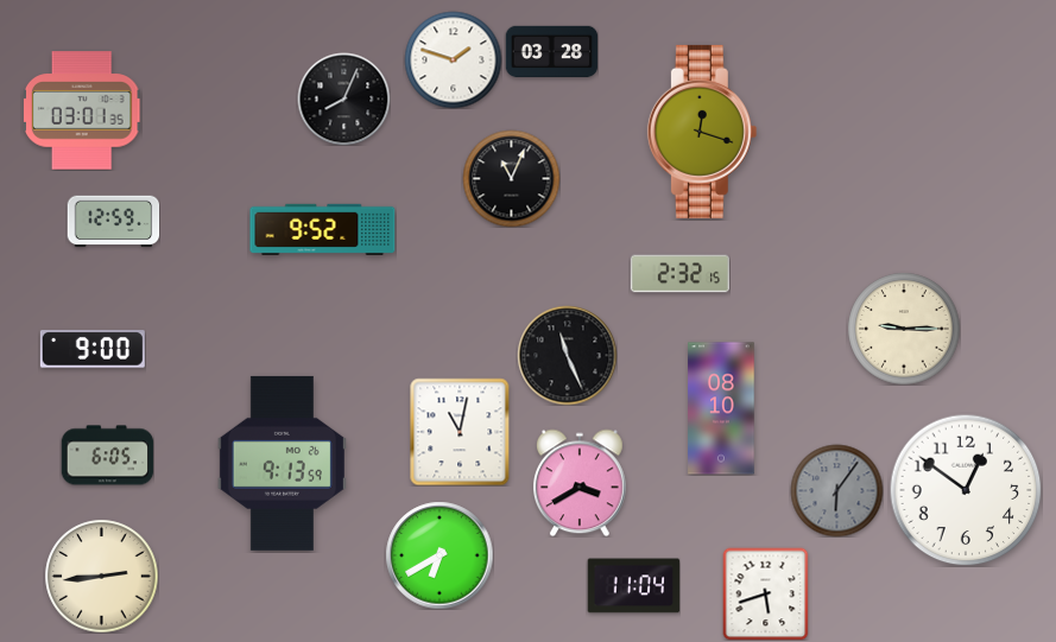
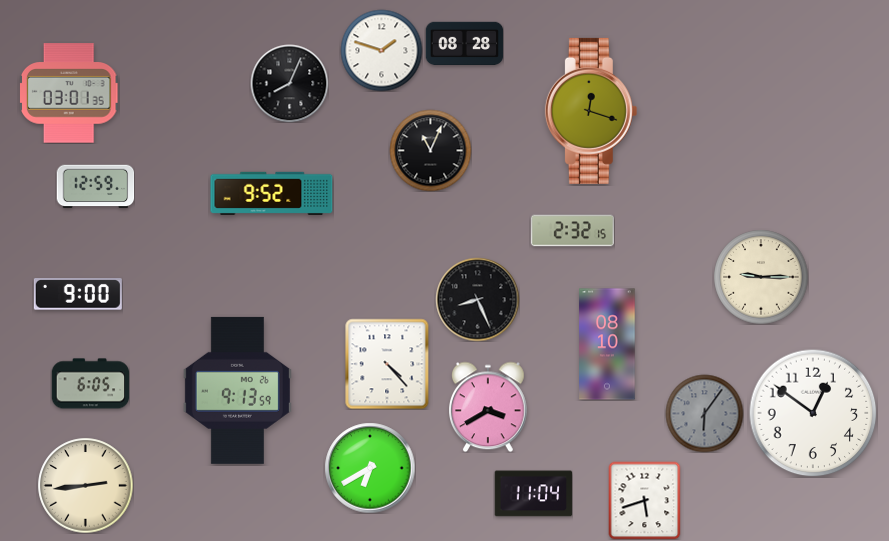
clock at (551, 51): 03:28 -> 08:28
clock at (567, 355): 11:26 -> 8:26
clock at (460, 432): 11:02 -> 4:23
